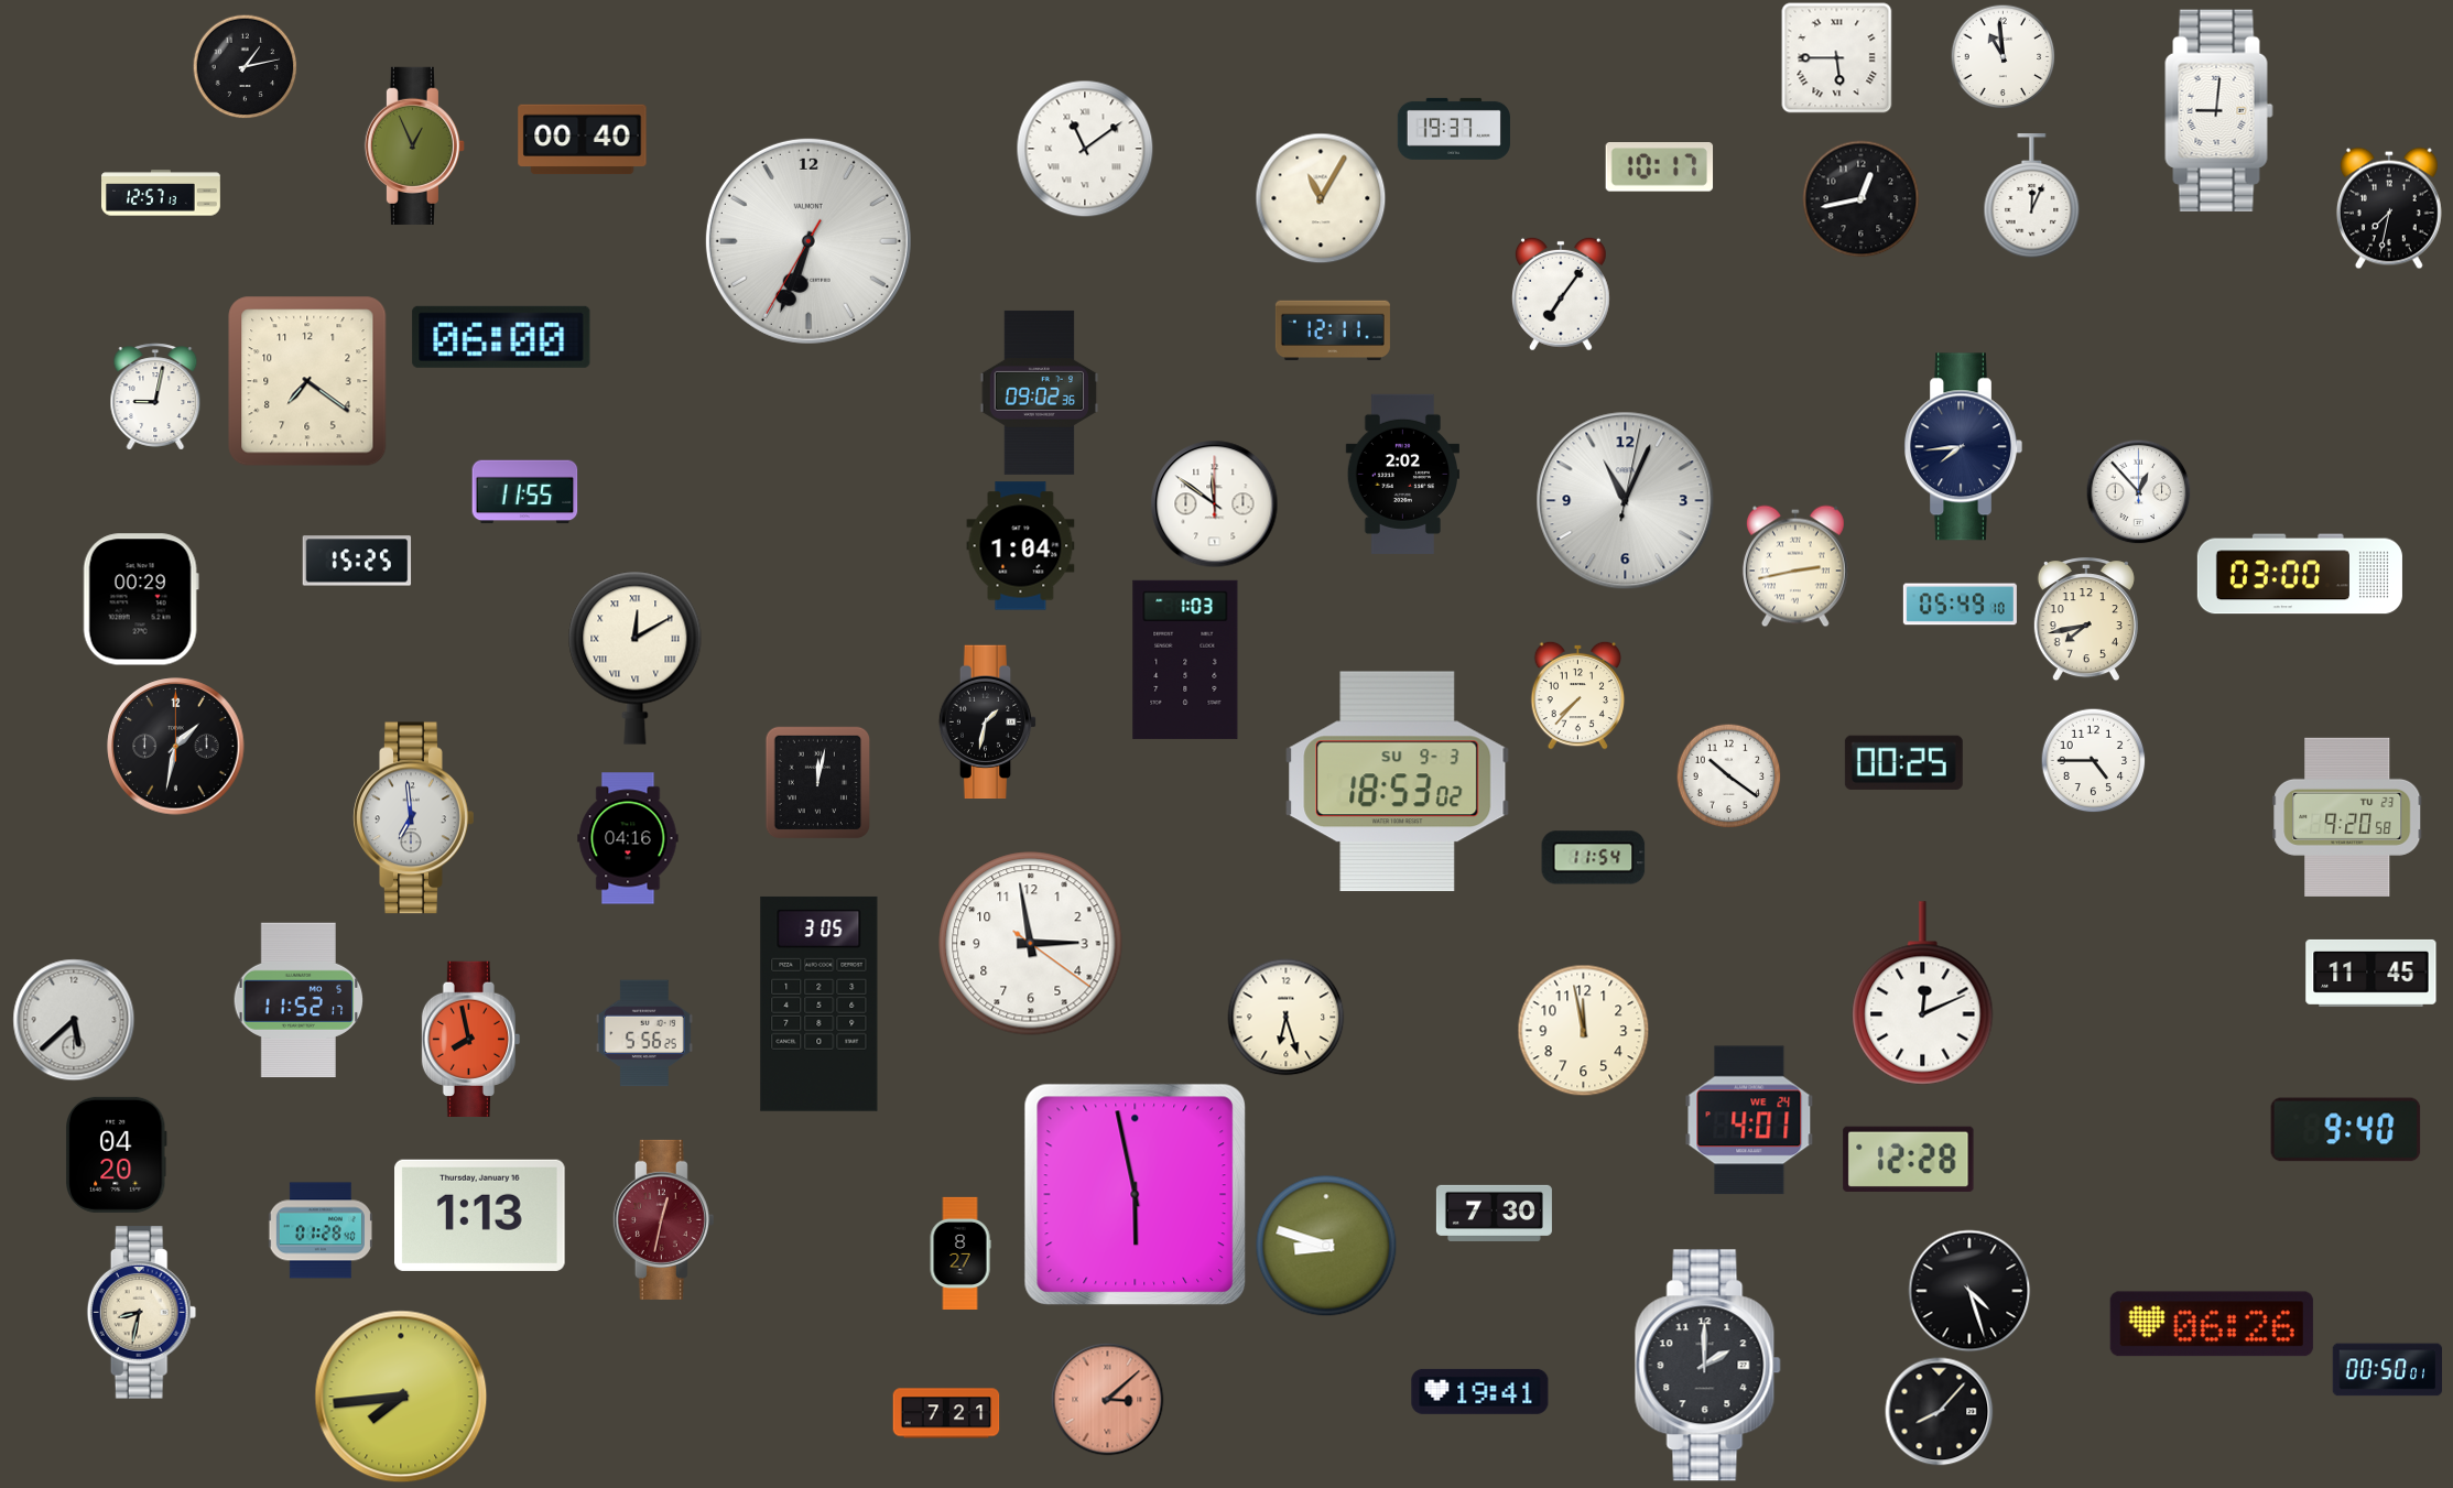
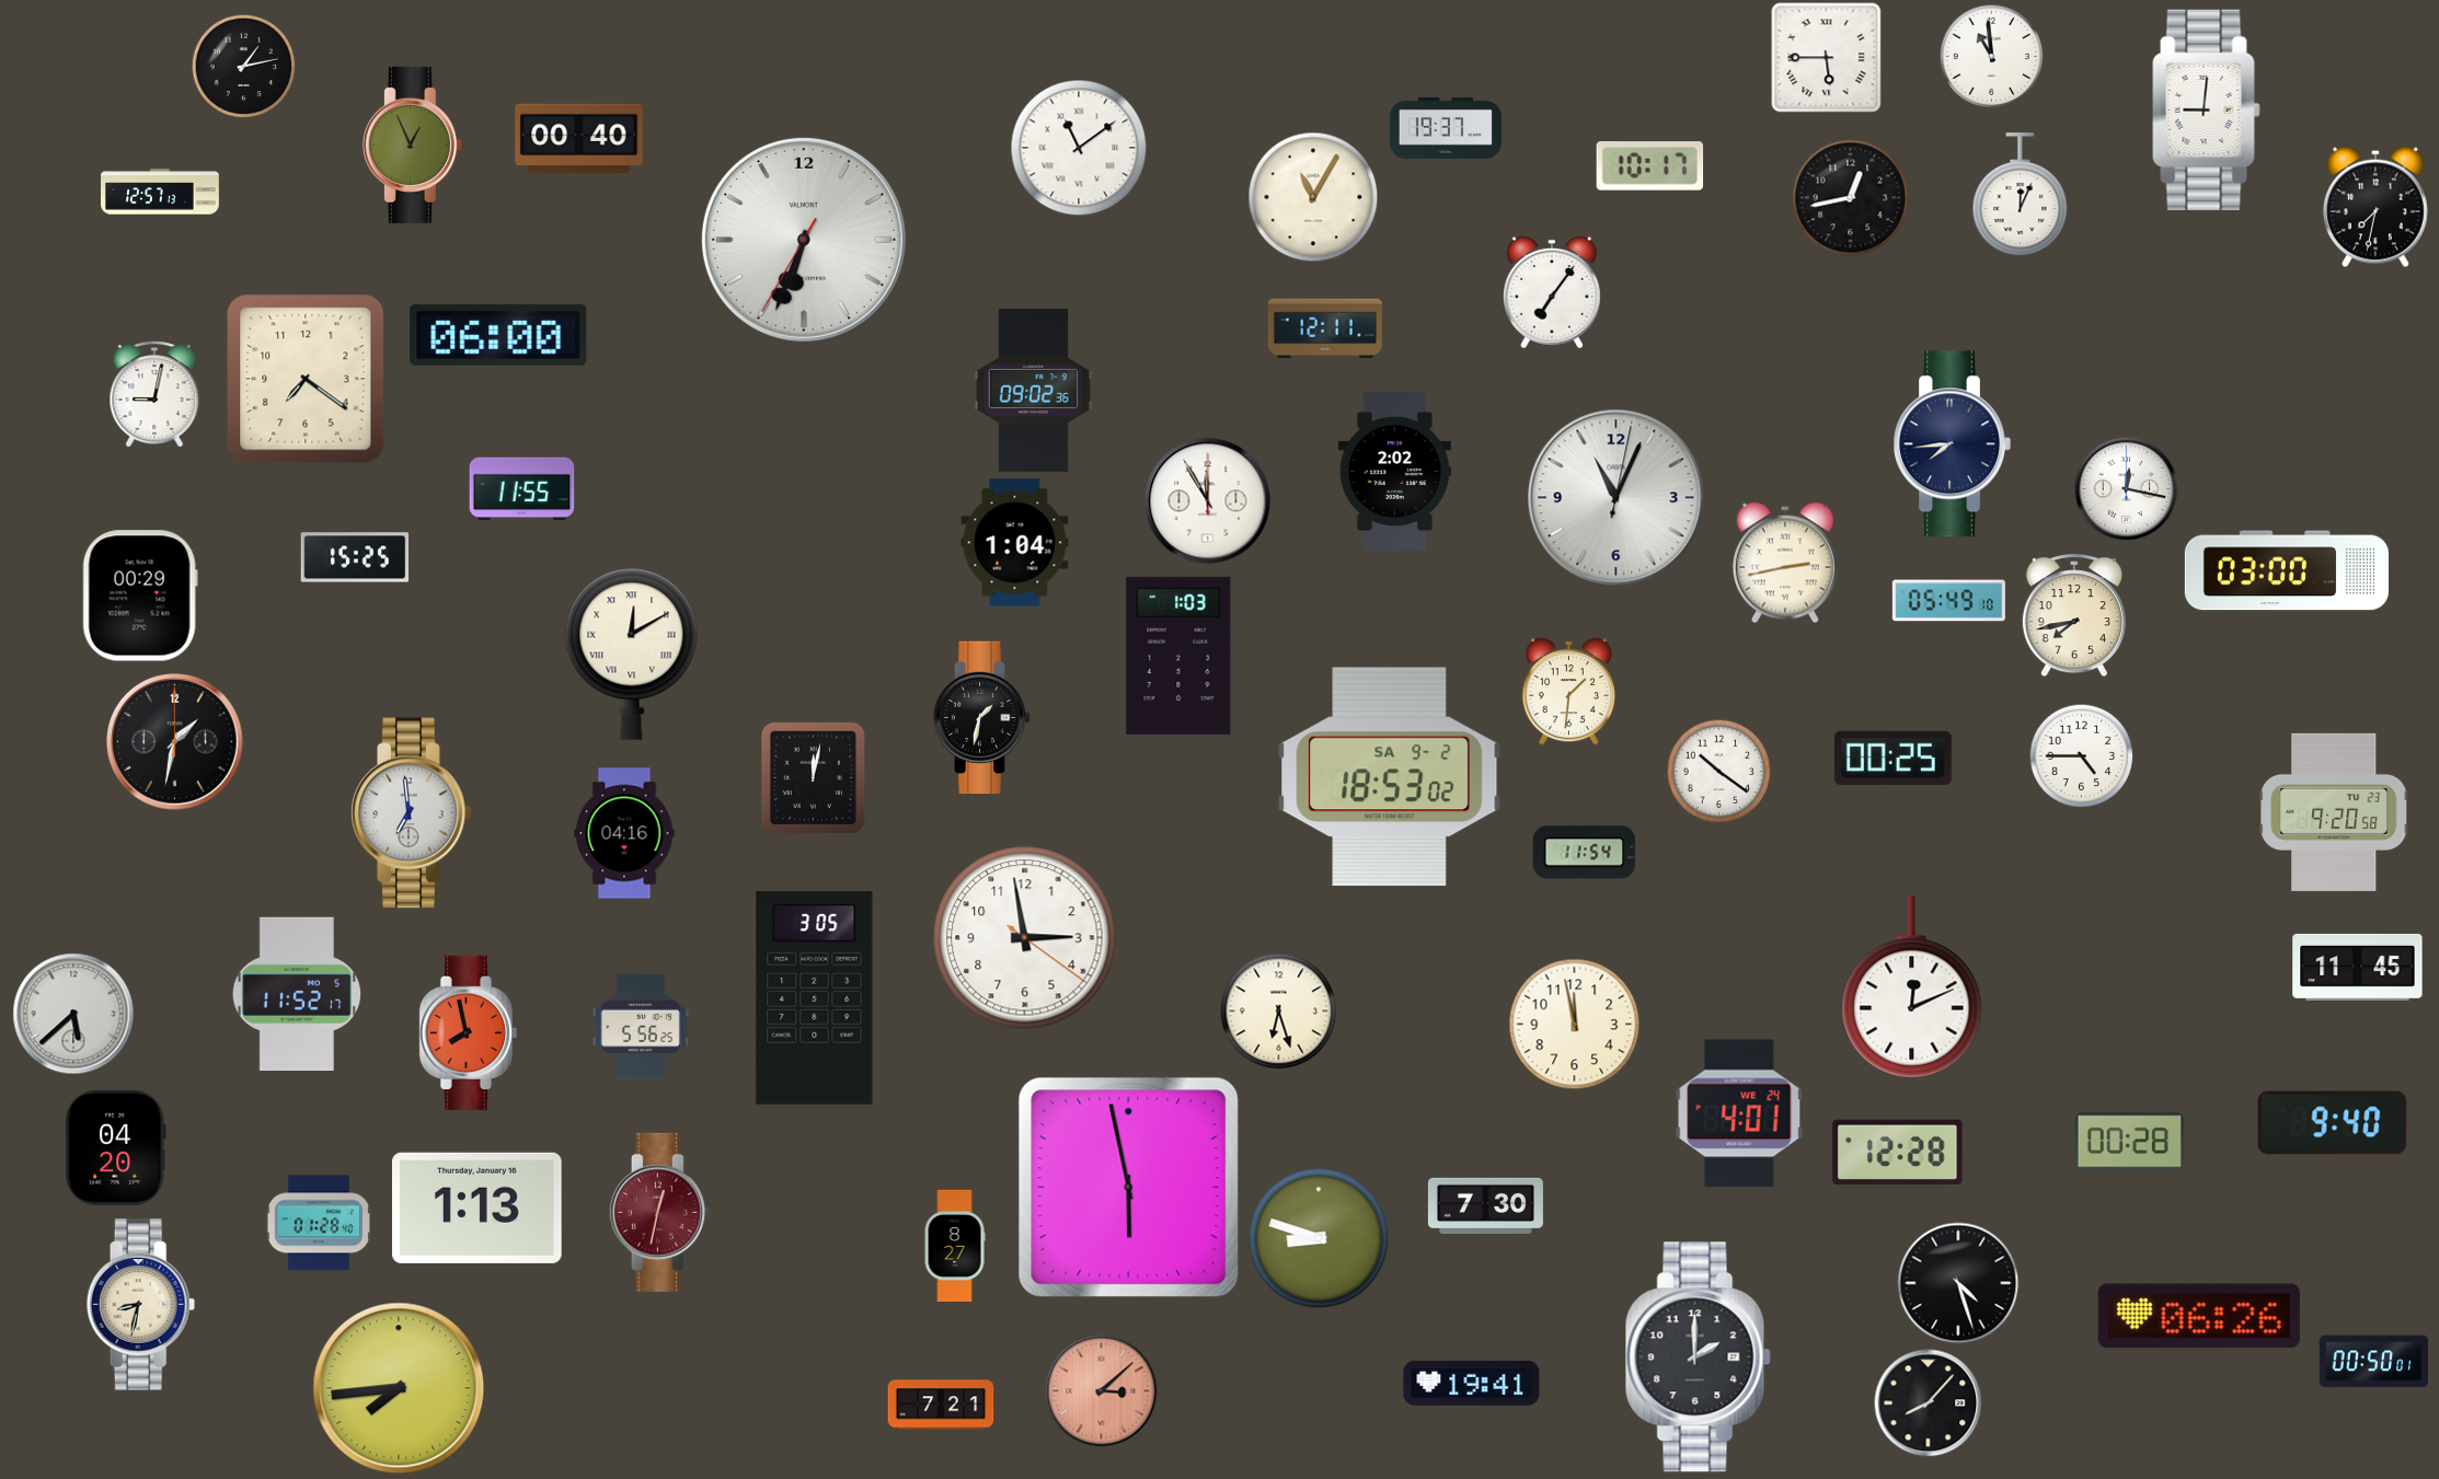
clock at (2138, 491): 12:53 -> 12:17
clock at (1215, 504): 11:51 -> 11:55
clock at (1578, 695): 7:37 -> 1:31
clock at (1398, 782) date: SU 9-3 -> SA 9-2
clock at (2129, 1142): none -> 00:28
